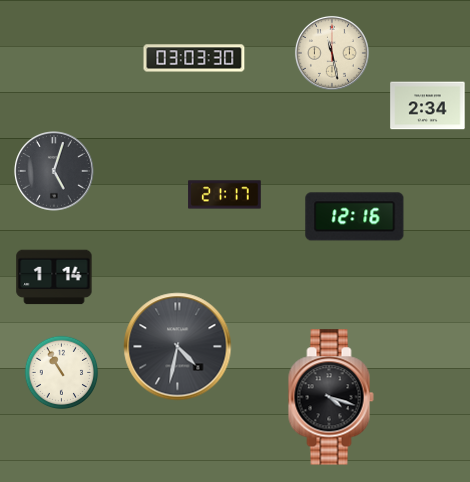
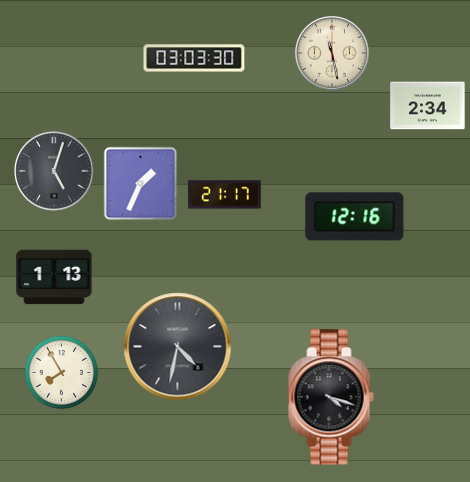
clock at (141, 184): none -> 1:34
clock at (54, 277): 1:14 -> 1:13
clock at (62, 373): 10:55 -> 7:55
